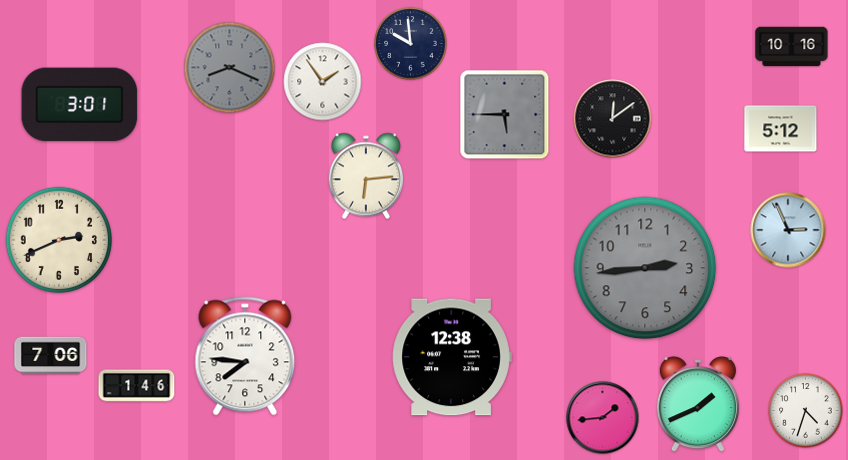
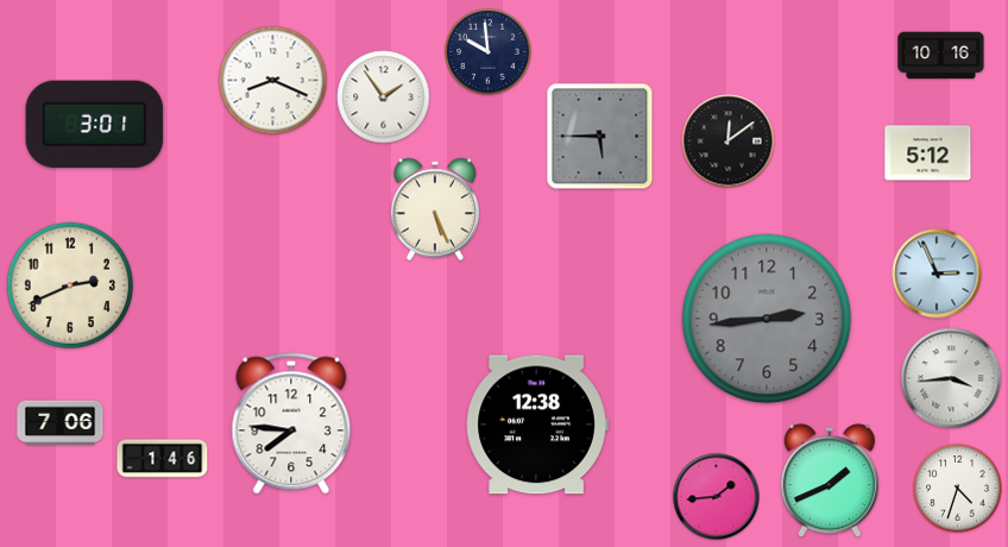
clock at (230, 68) dial: grey -> white
clock at (365, 176): 6:14 -> 5:26
clock at (951, 378): none -> 3:44
